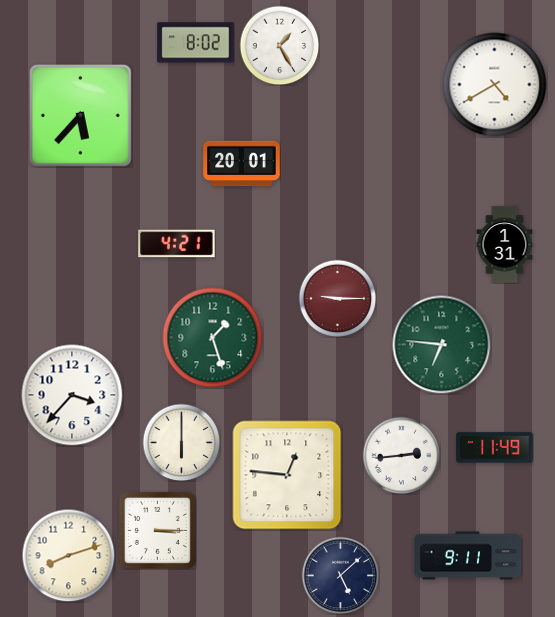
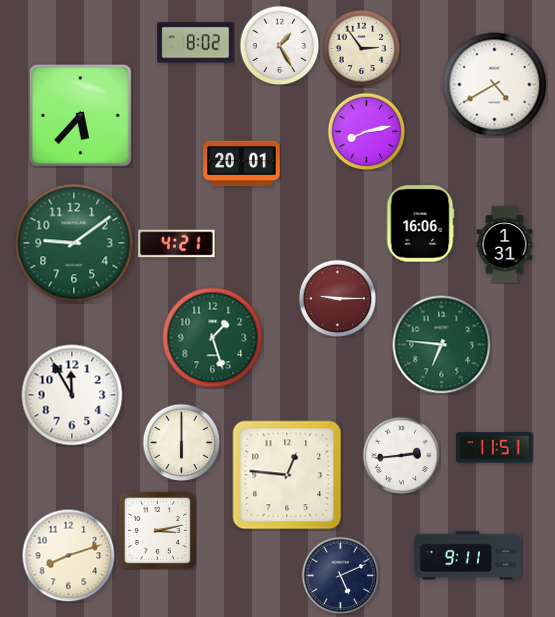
clock at (361, 48): none -> 2:54
clock at (366, 131): none -> 8:13
clock at (420, 224): none -> 16:06
clock at (74, 243): none -> 9:09
clock at (72, 395): 3:37 -> 11:55
clock at (495, 448): 11:49 -> 11:51
clock at (157, 530): 3:15 -> 3:13
clock at (340, 575): 5:08 -> 5:11
